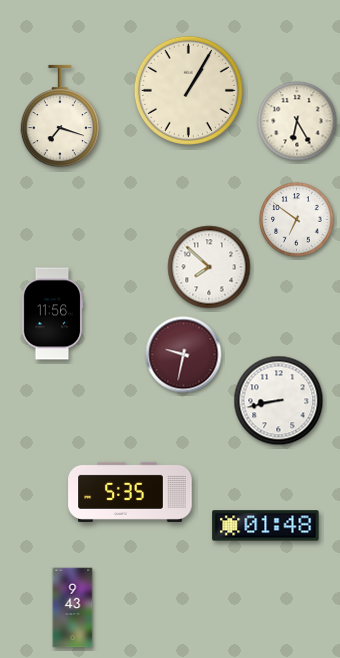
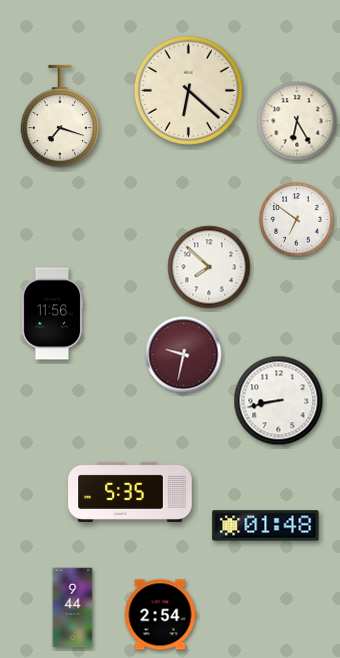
clock at (188, 90): 1:05 -> 6:22
clock at (73, 608): 9:43 -> 9:44
clock at (160, 615): none -> 2:54
